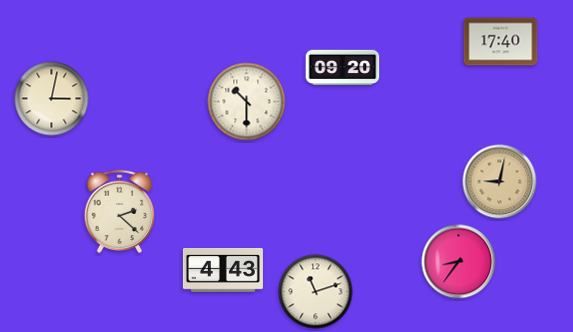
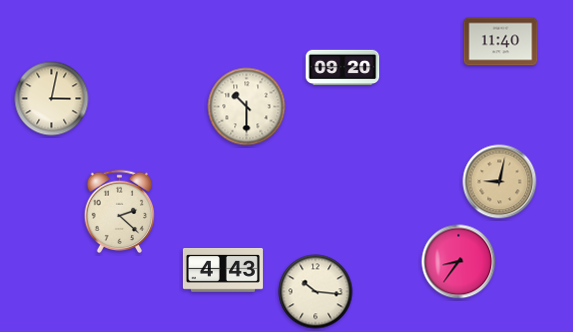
clock at (501, 42): 17:40 -> 11:40
clock at (247, 102) position: (247, 102) -> (247, 107)
clock at (316, 292): 11:12 -> 10:16
